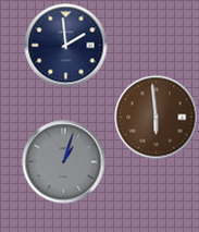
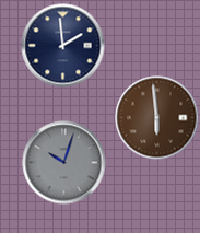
clock at (66, 46) position: (66, 46) -> (63, 46)
clock at (64, 162): 1:03 -> 10:03
